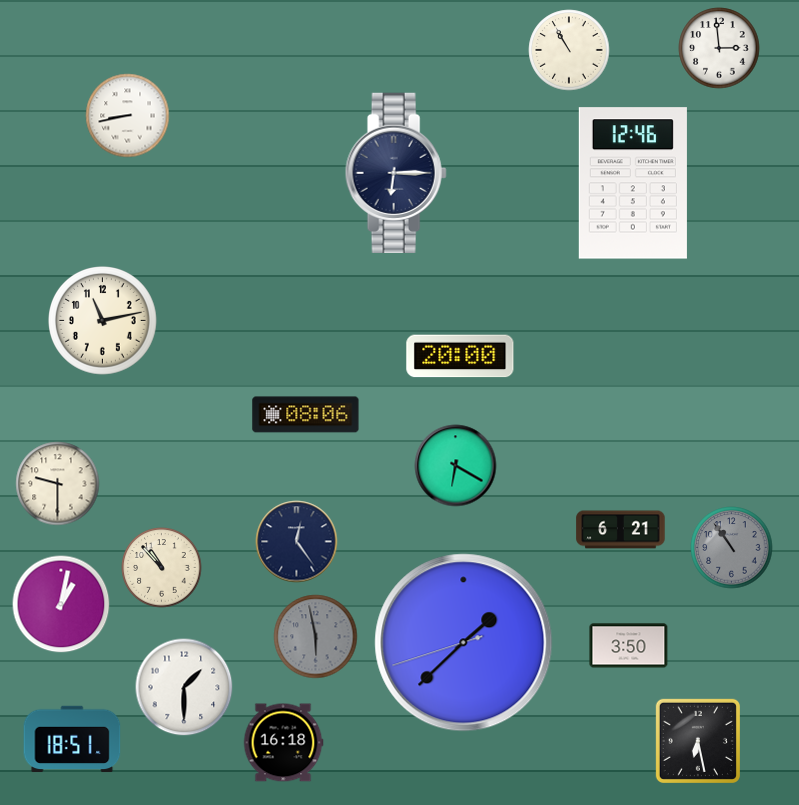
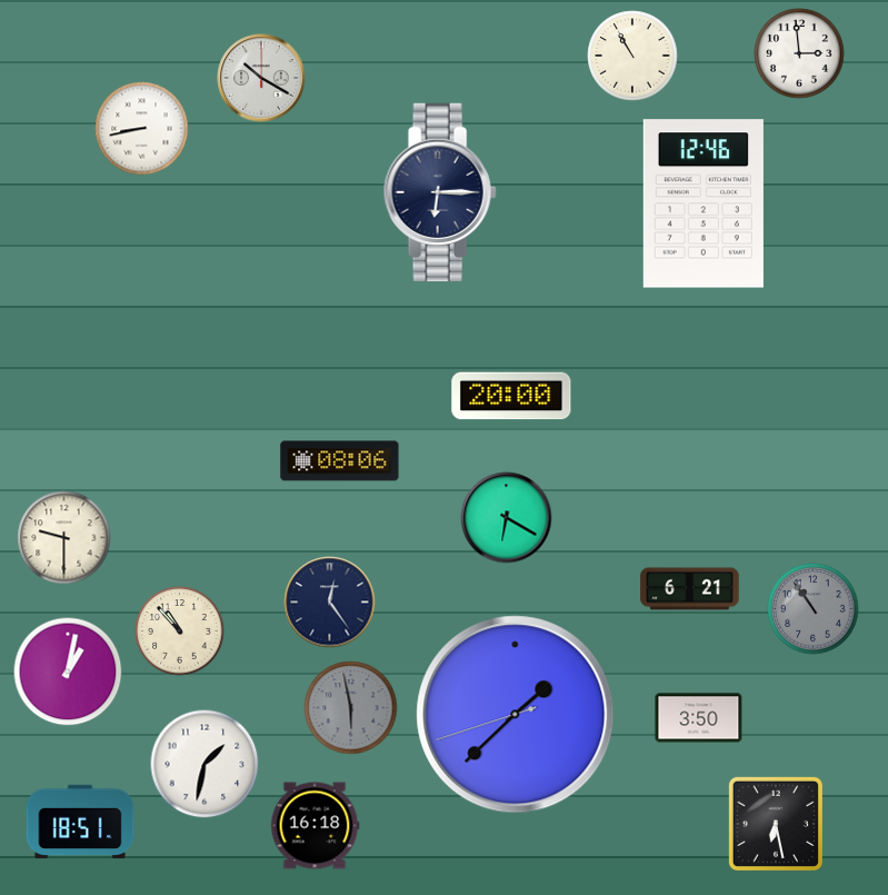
clock at (261, 78): none -> 10:20
clock at (103, 321): 11:13 -> none
clock at (184, 687): 1:30 -> 1:32
